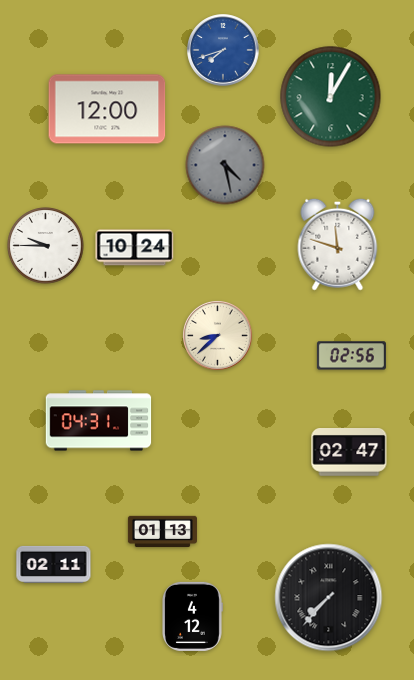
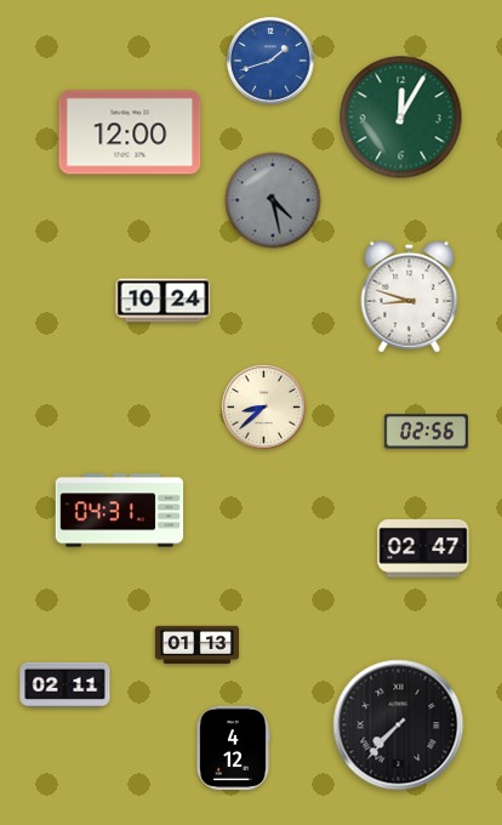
clock at (223, 50): 7:42 -> 1:42
clock at (338, 244): 11:48 -> 8:48
clock at (46, 246): 9:45 -> none
